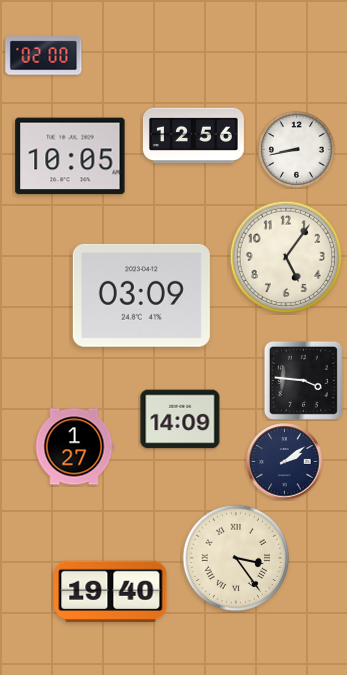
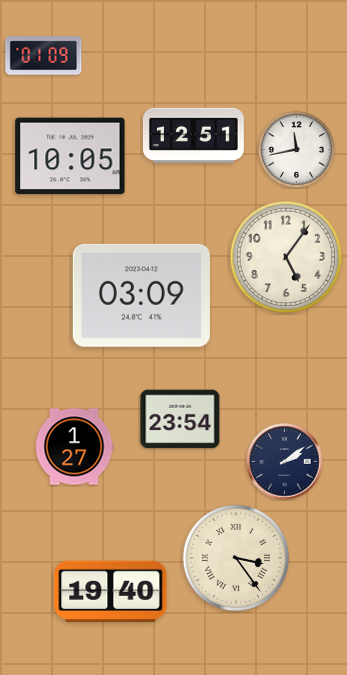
clock at (44, 56): 02:00 -> 01:09
clock at (193, 136): 12:56 -> 12:51
clock at (296, 149): 8:43 -> 11:43
clock at (303, 380): 3:46 -> none
clock at (180, 419): 14:09 -> 23:54
